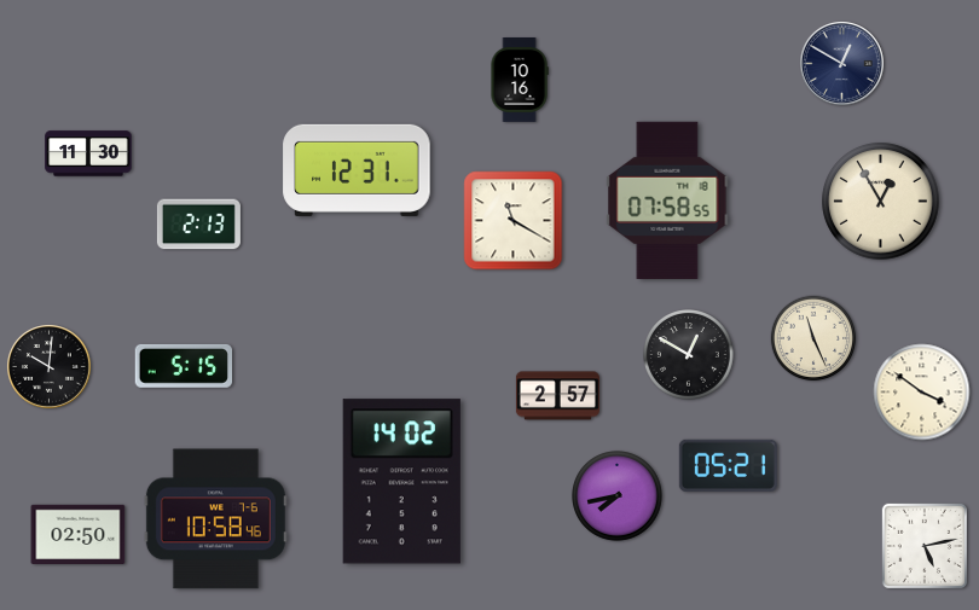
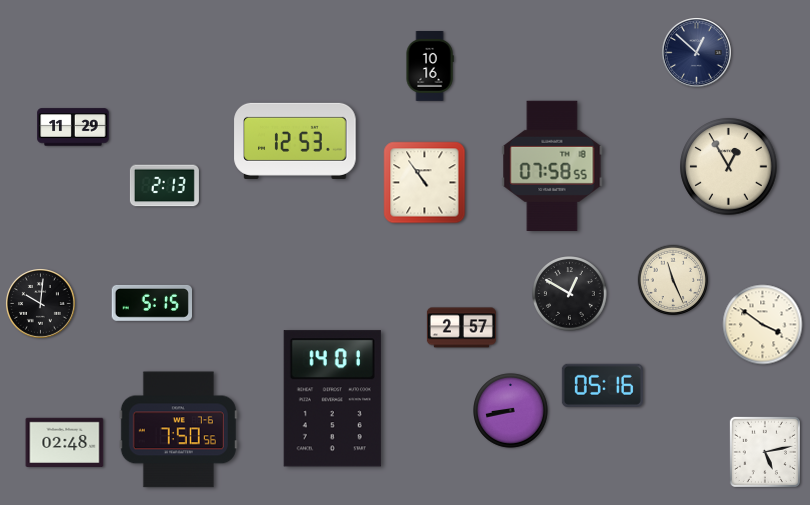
clock at (842, 64): 12:50 -> 12:52
clock at (88, 153): 11:30 -> 11:29
clock at (357, 170): 12:31 -> 12:53
clock at (514, 221): 11:20 -> 10:54
clock at (728, 465): 05:21 -> 05:16
clock at (401, 482): 14:02 -> 14:01
clock at (618, 496): 7:43 -> 8:43
clock at (215, 519): 10:58 -> 7:50
clock at (79, 534): 02:50 -> 02:48
